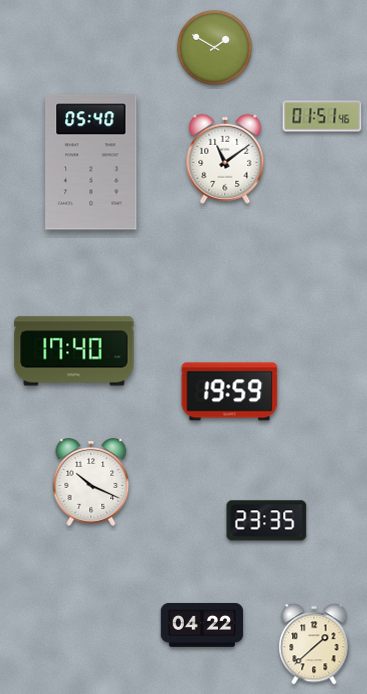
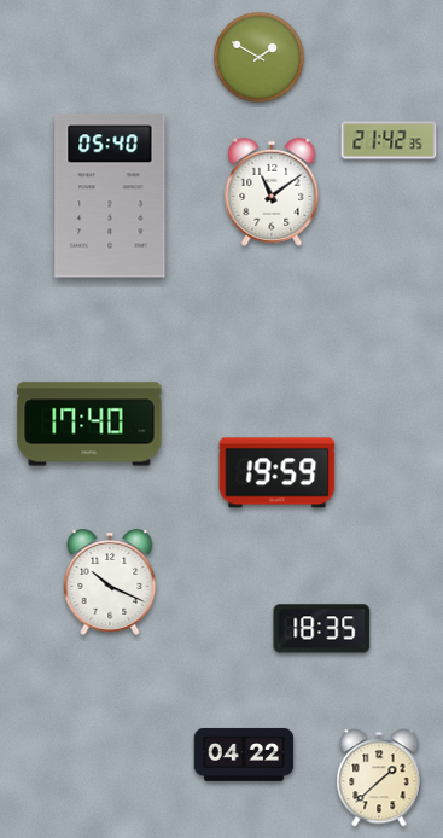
clock at (322, 116): 01:51 -> 21:42
clock at (267, 521): 23:35 -> 18:35
